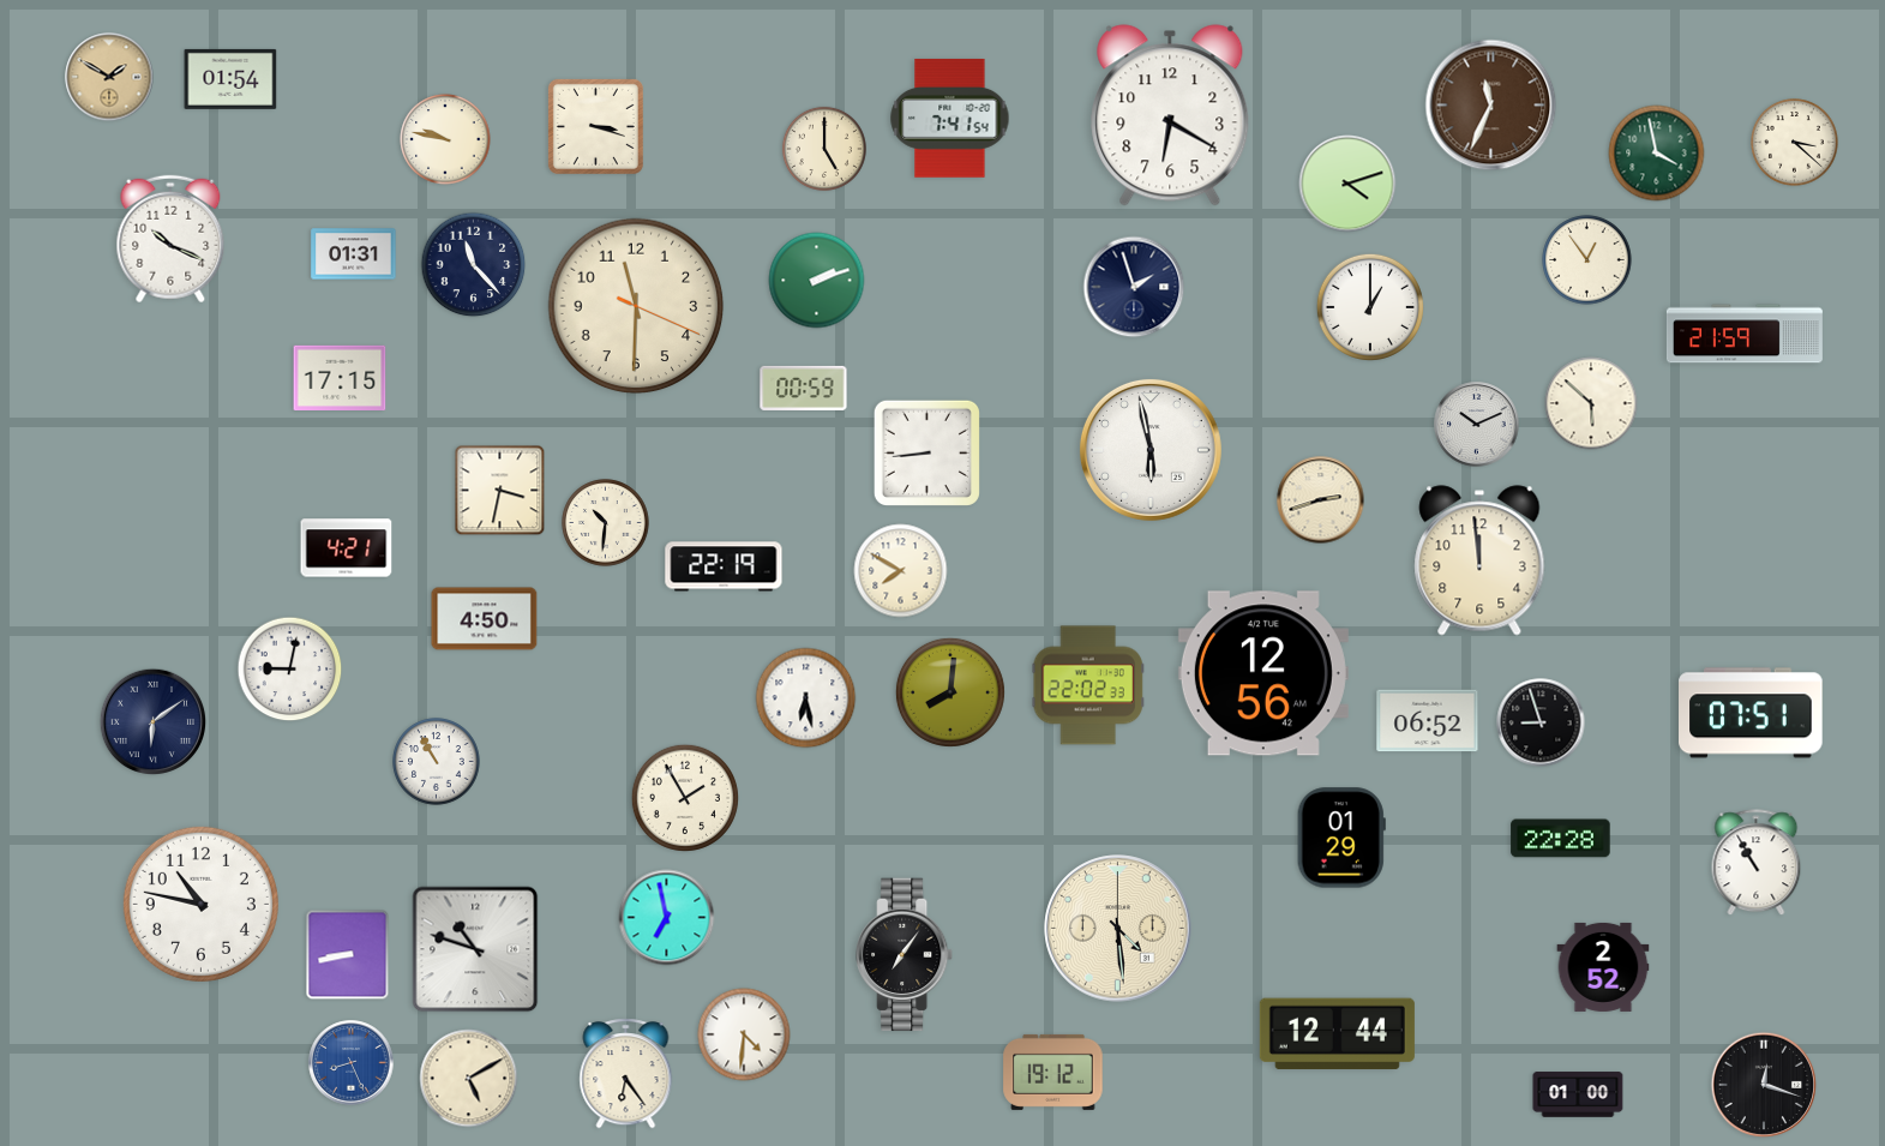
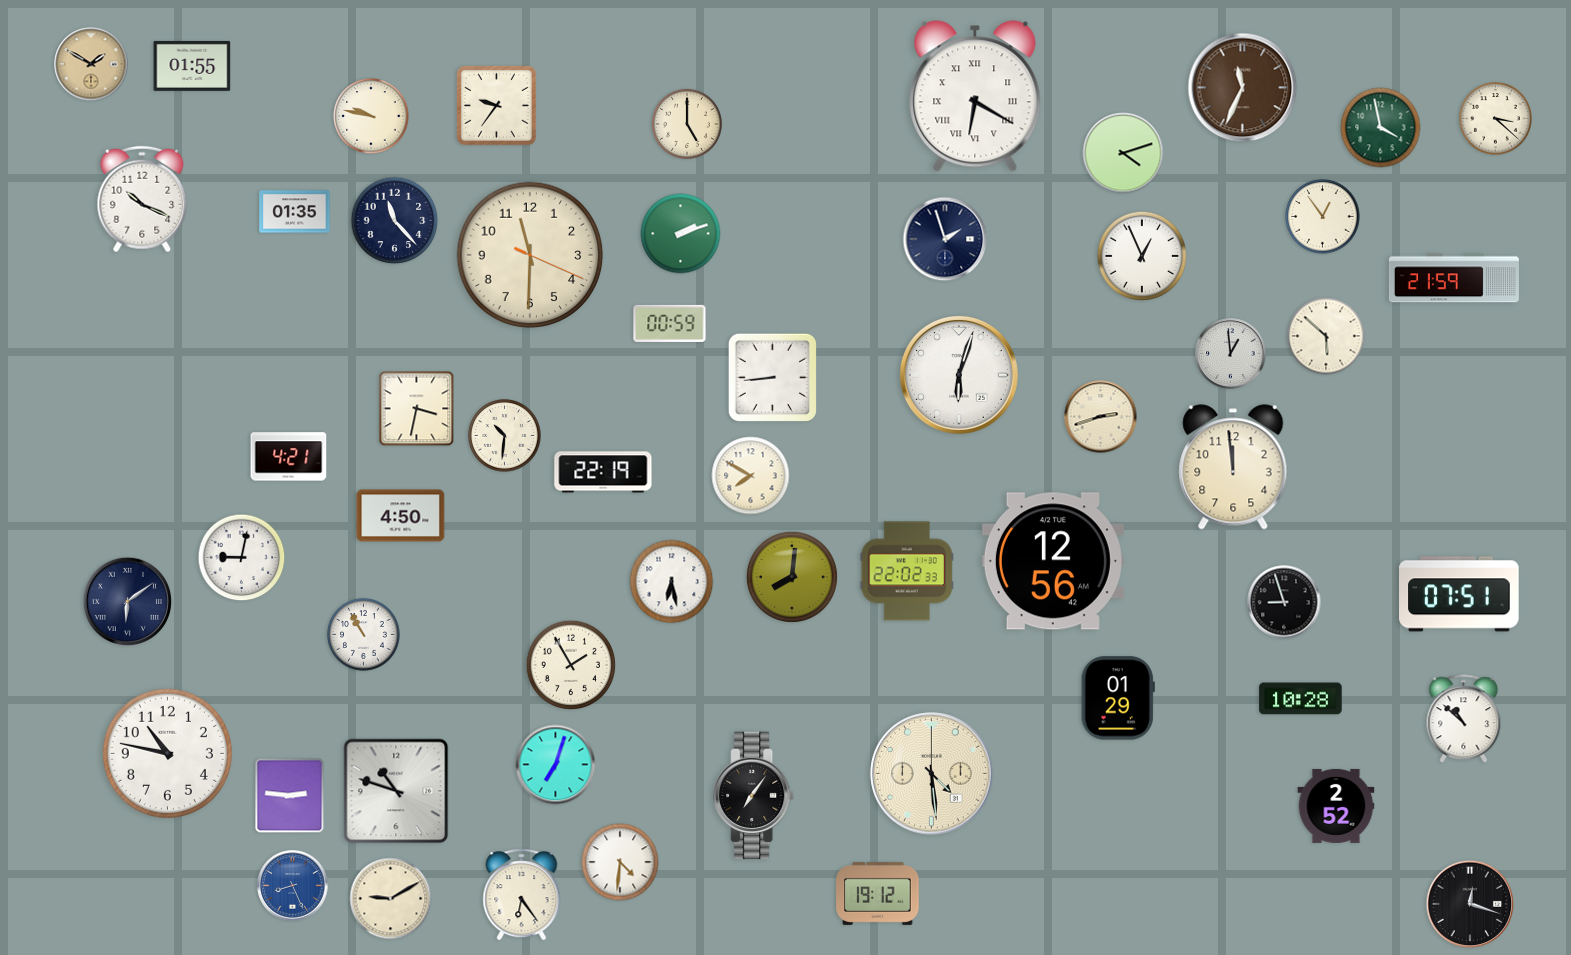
clock at (230, 79): 01:54 -> 01:55
clock at (1170, 115) numerals: Arabic -> Roman
clock at (950, 118): 7:41 -> none
clock at (595, 126): 3:18 -> 9:36
clock at (354, 254): 01:31 -> 01:35
clock at (1370, 307): 1:00 -> 12:56
clock at (340, 377): 17:15 -> none
clock at (1477, 425): 10:11 -> 12:59
clock at (1151, 450): 5:58 -> 6:03
clock at (485, 619) position: (485, 619) -> (401, 516)
clock at (1428, 721): 06:52 -> none
clock at (1561, 839): 22:28 -> 10:28
clock at (1757, 863): 10:55 -> 10:52
clock at (667, 918): 6:58 -> 7:03
clock at (348, 955): 8:43 -> 2:46
clock at (1337, 1034): 12:44 -> none
clock at (469, 1079): 5:10 -> 9:10
clock at (1578, 1094): 01:00 -> none
